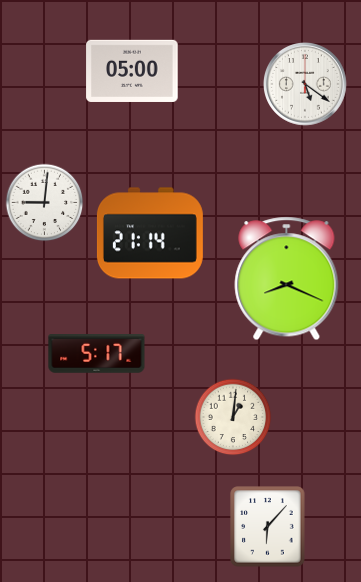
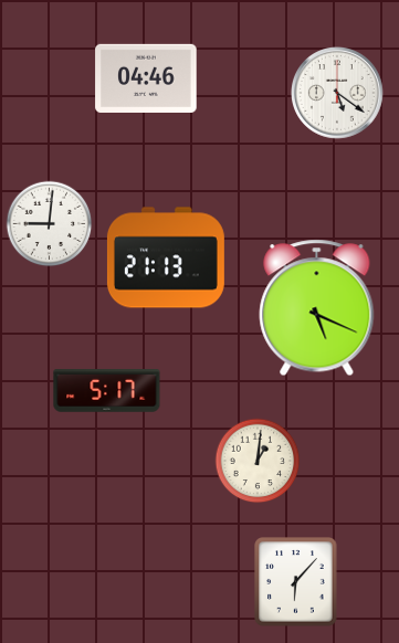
clock at (132, 70): 05:00 -> 04:46
clock at (150, 233): 21:14 -> 21:13
clock at (287, 279): 8:19 -> 5:19
